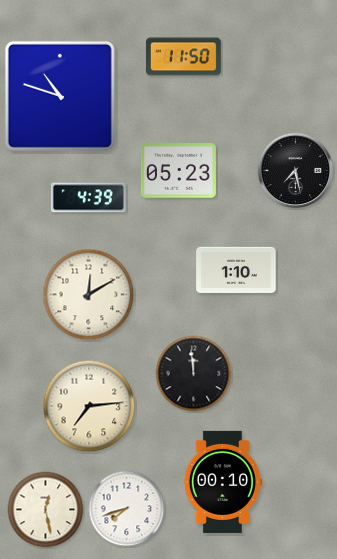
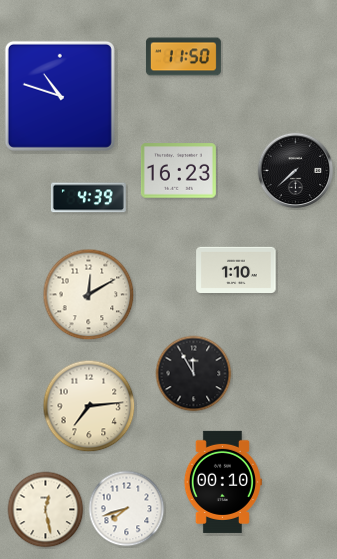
clock at (178, 171): 05:23 -> 16:23
clock at (296, 171): 7:28 -> 7:38
clock at (194, 374): 11:59 -> 11:55
